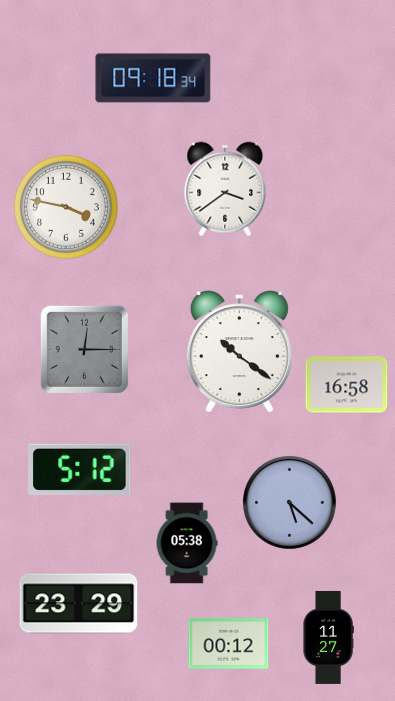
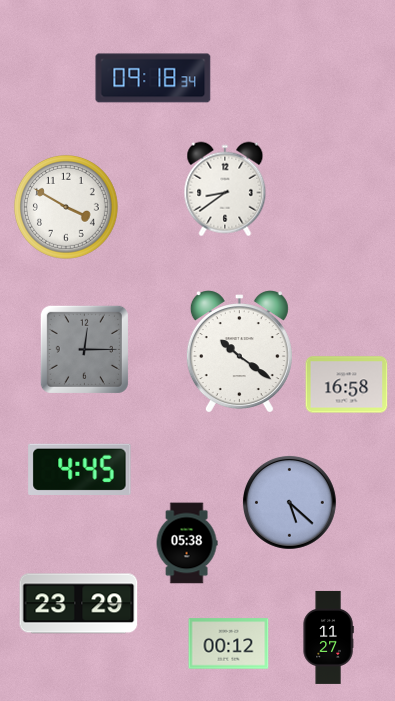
clock at (225, 189): 3:39 -> 8:39
clock at (66, 207): 3:47 -> 3:50
clock at (80, 469): 5:12 -> 4:45
